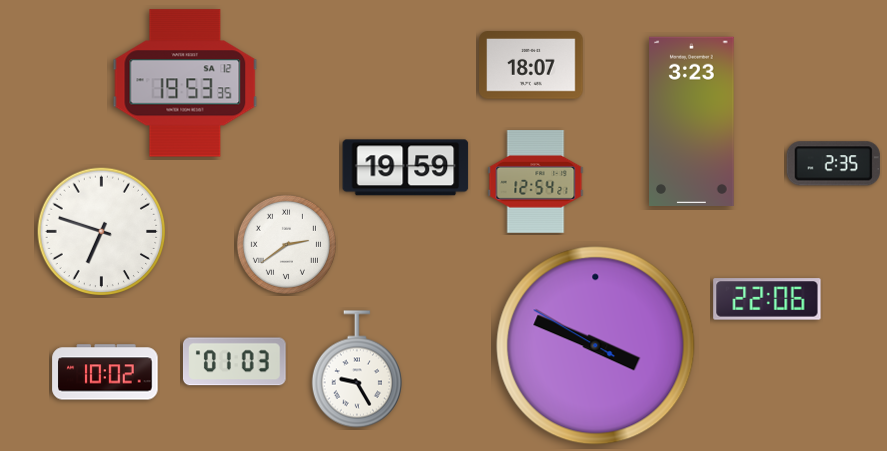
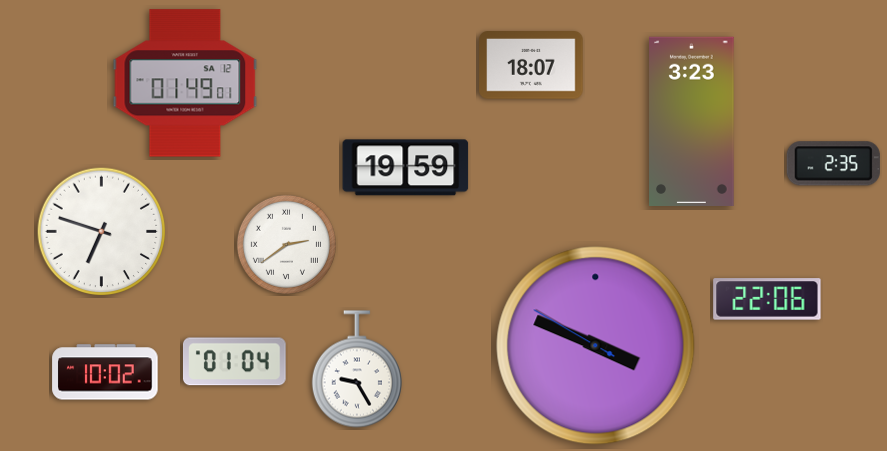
clock at (185, 83): 19:53 -> 01:49
clock at (536, 182): 12:54 -> none
clock at (234, 362): 01:03 -> 01:04
